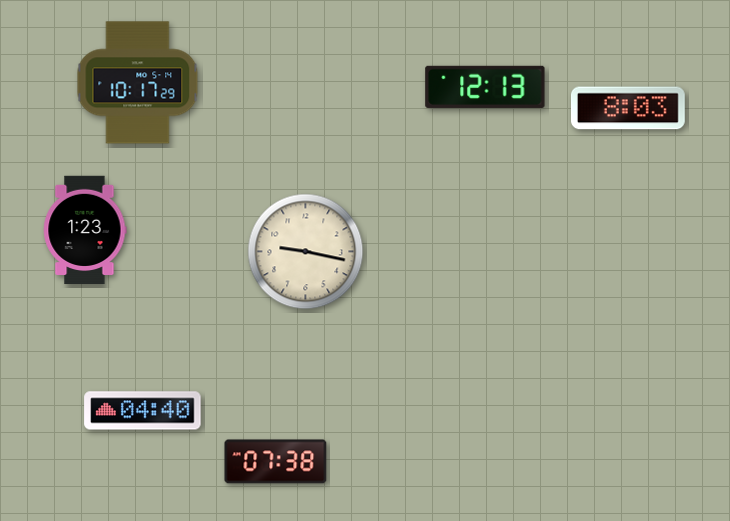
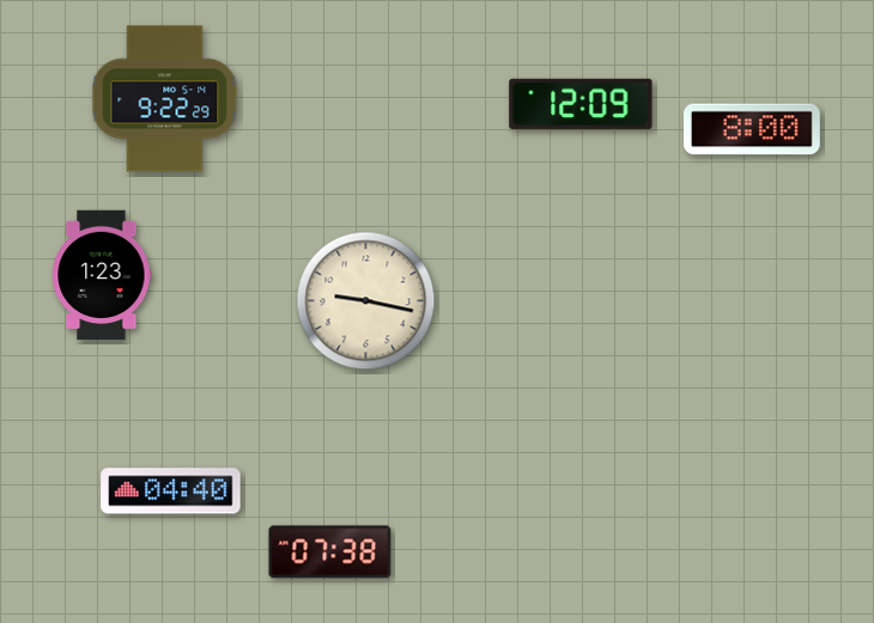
clock at (138, 83): 10:17 -> 9:22
clock at (485, 87): 12:13 -> 12:09
clock at (628, 108): 8:03 -> 8:00
